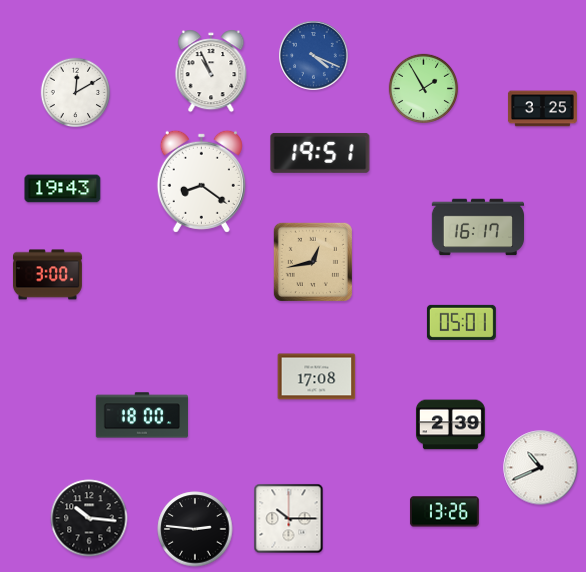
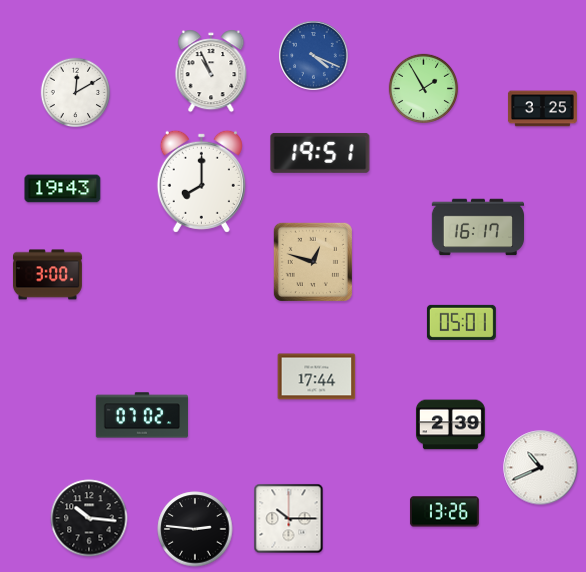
clock at (201, 181): 8:21 -> 8:00
clock at (313, 262): 12:43 -> 12:48
clock at (317, 377): 17:08 -> 17:44
clock at (142, 415): 18:00 -> 07:02
